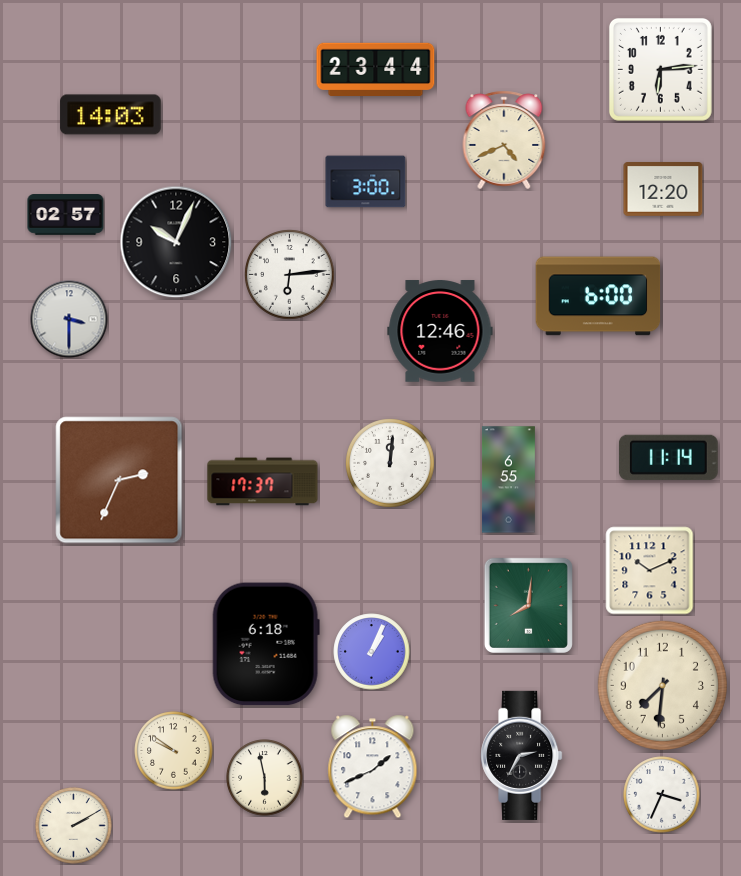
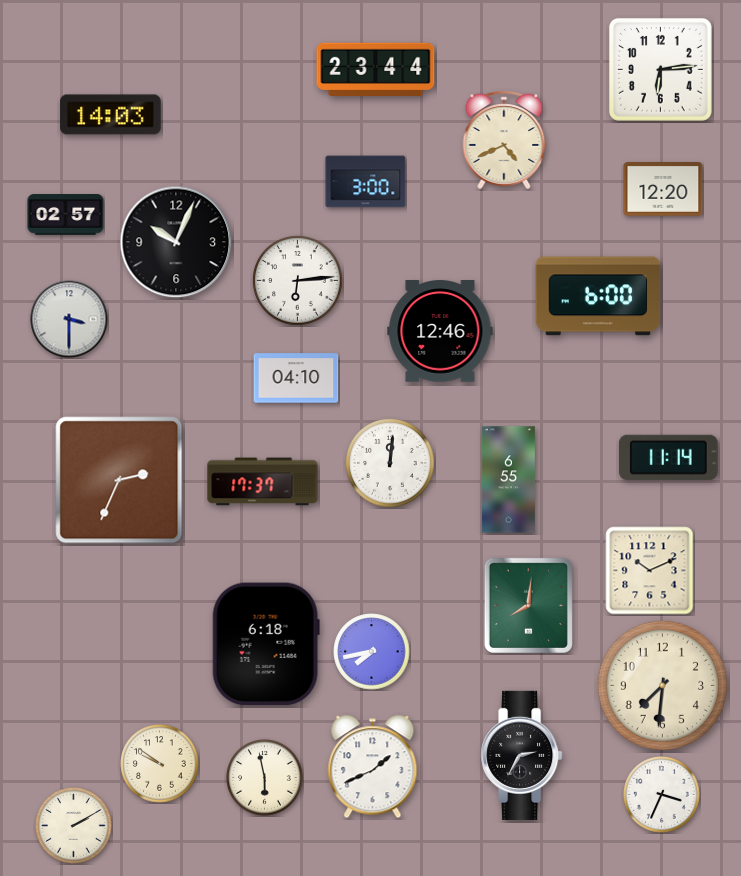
clock at (290, 275) position: (290, 275) -> (298, 281)
clock at (296, 378): none -> 04:10
clock at (372, 652): 1:04 -> 7:43
clock at (174, 751) position: (174, 751) -> (160, 764)
